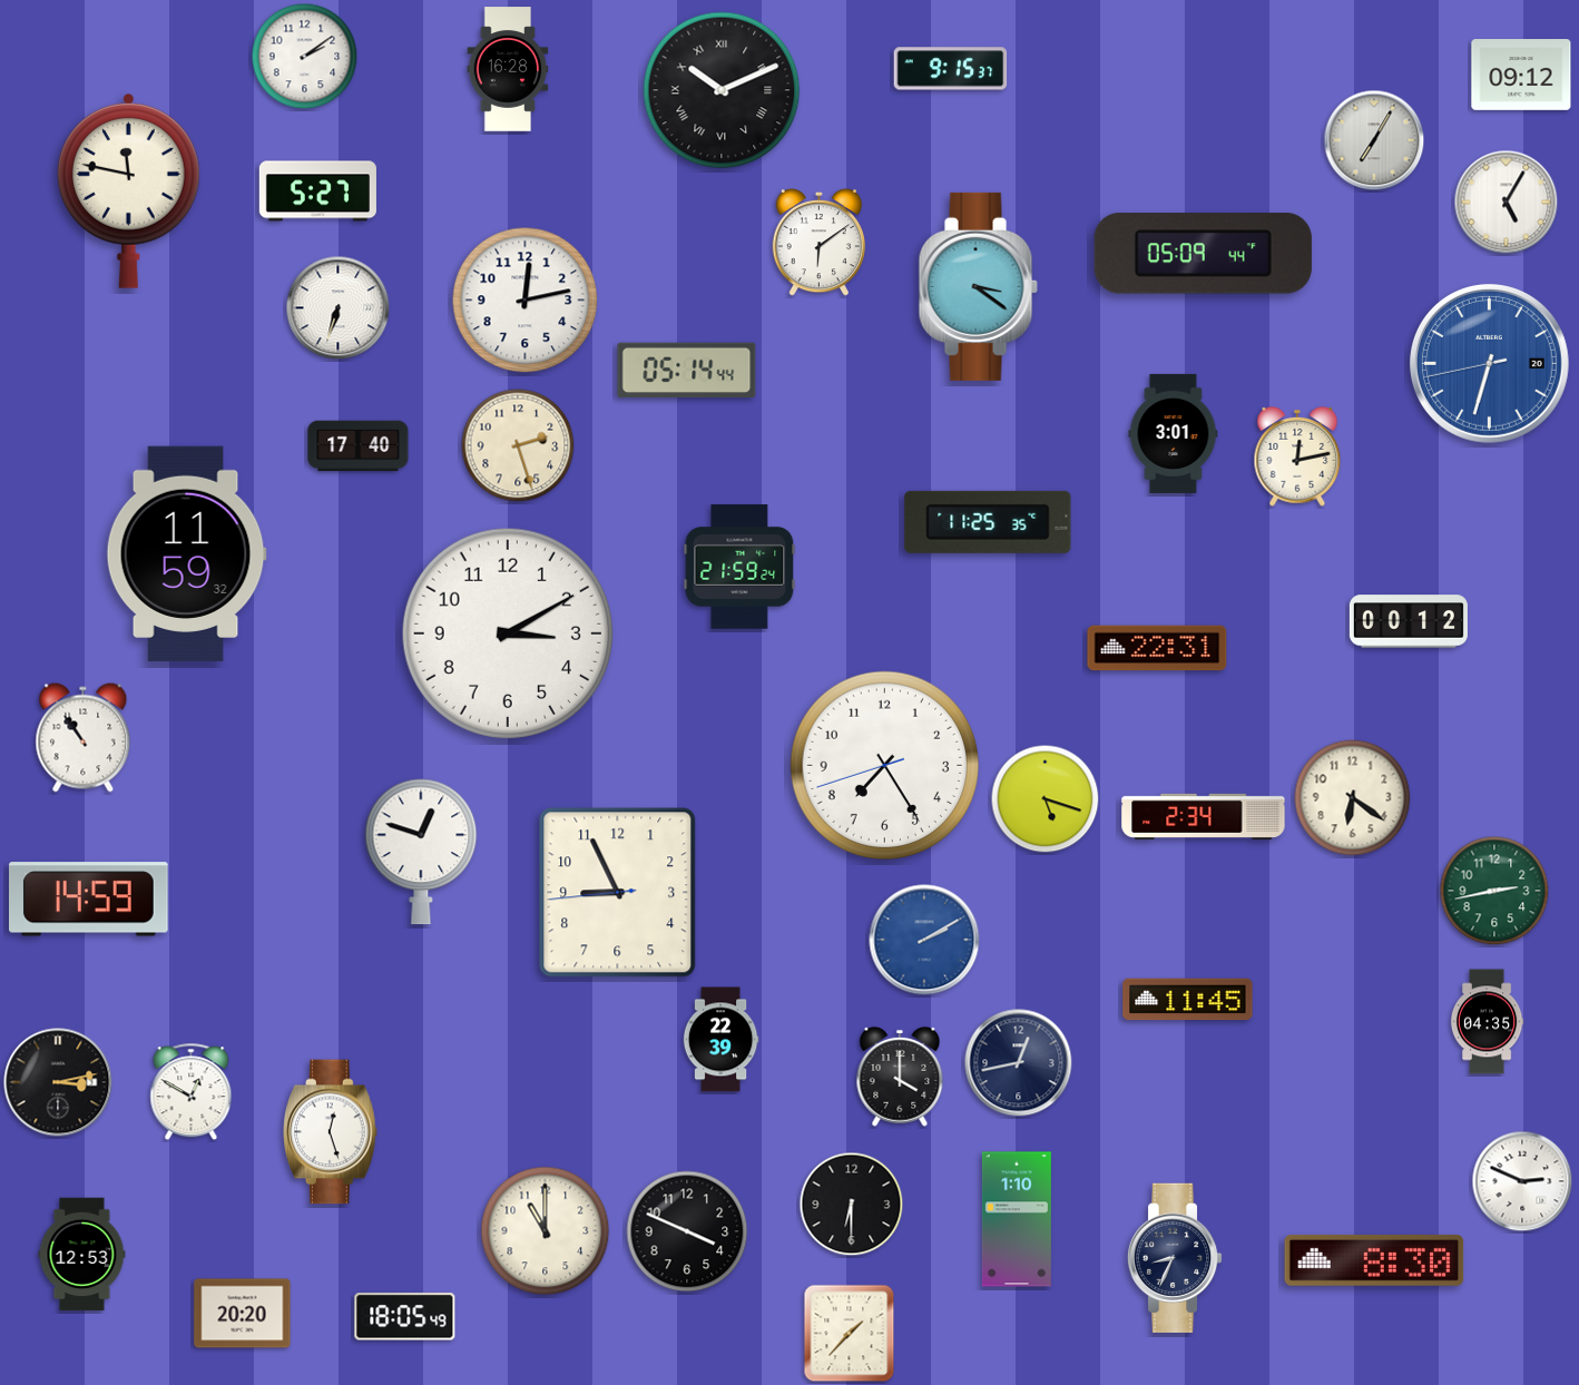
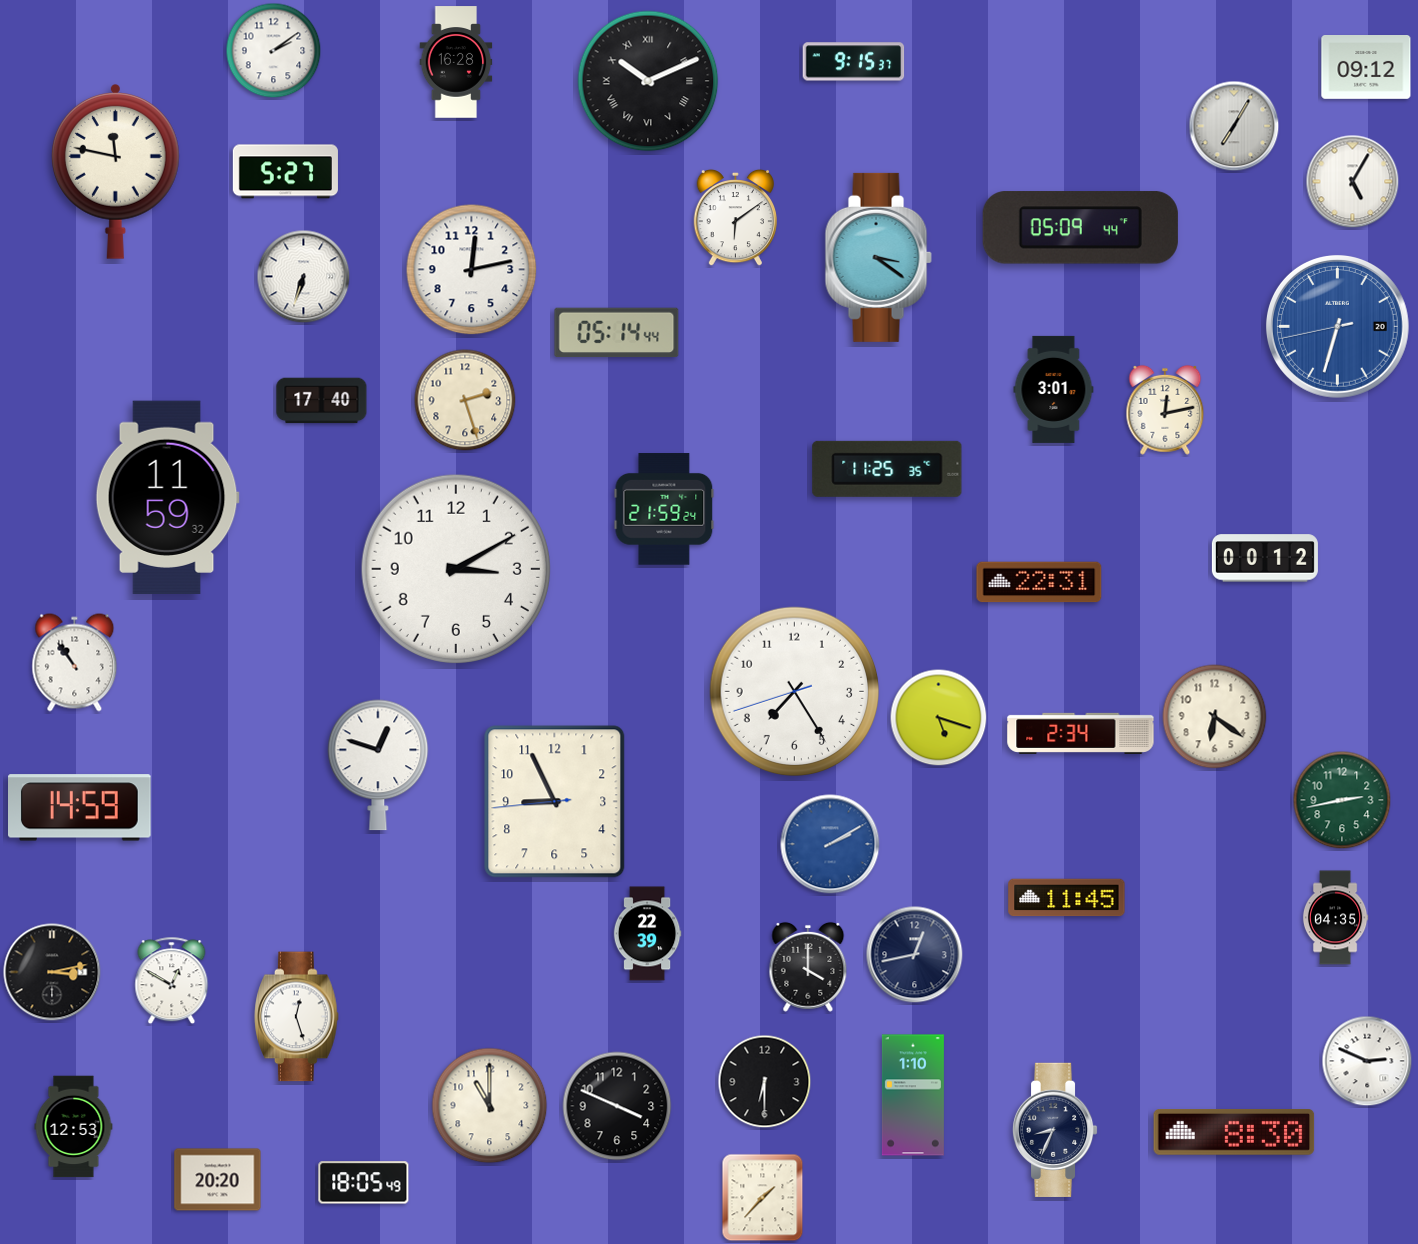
clock at (885, 766) position: (885, 766) -> (795, 692)
